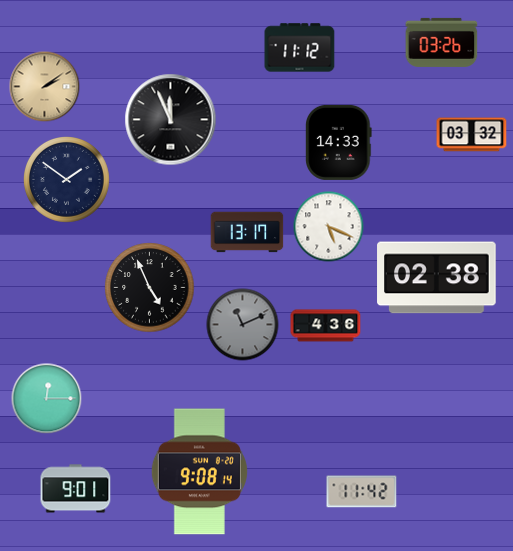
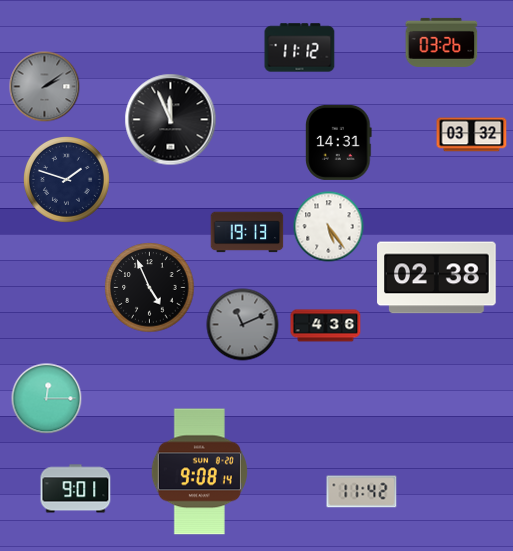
clock at (45, 87) dial: champagne -> grey
clock at (339, 142): 14:33 -> 14:31
clock at (67, 180): 1:51 -> 1:48
clock at (329, 227): 5:19 -> 5:24
clock at (247, 232): 13:17 -> 19:13
